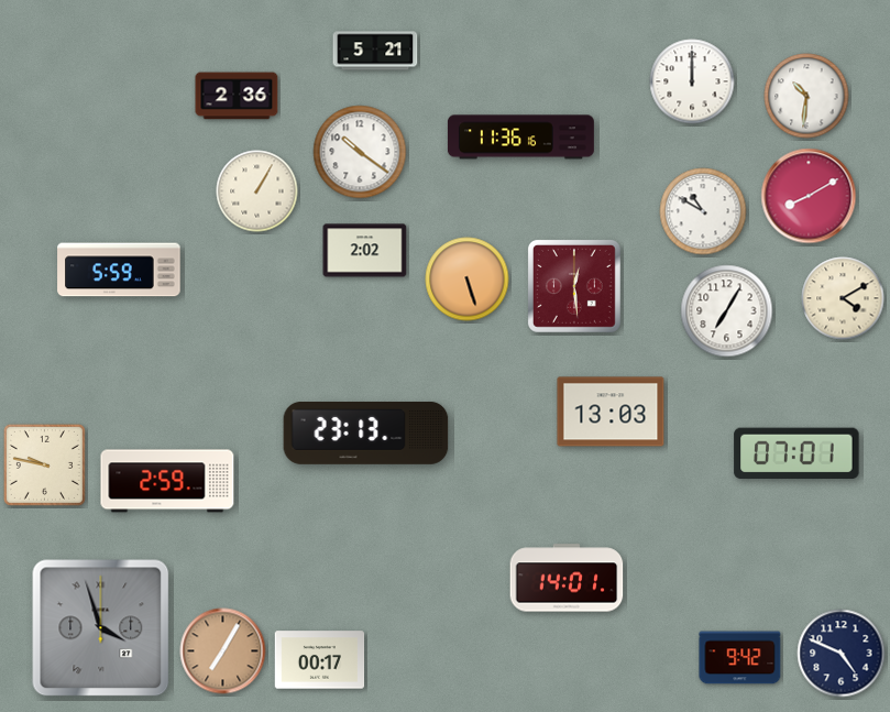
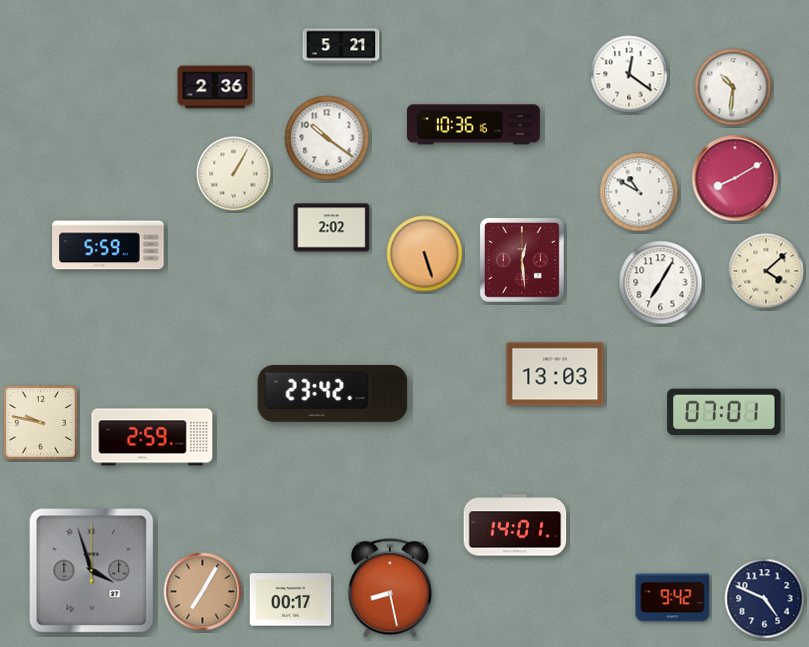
clock at (692, 81): 12:00 -> 12:21
clock at (520, 138): 11:36 -> 10:36
clock at (843, 298): 4:10 -> 4:08
clock at (366, 432): 23:13 -> 23:42
clock at (390, 588): none -> 8:28
clock at (842, 654) position: (842, 654) -> (765, 599)
